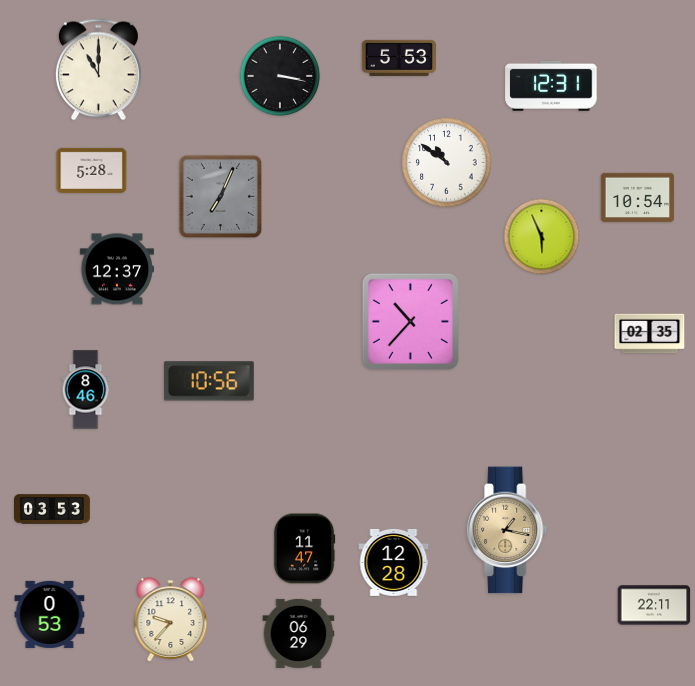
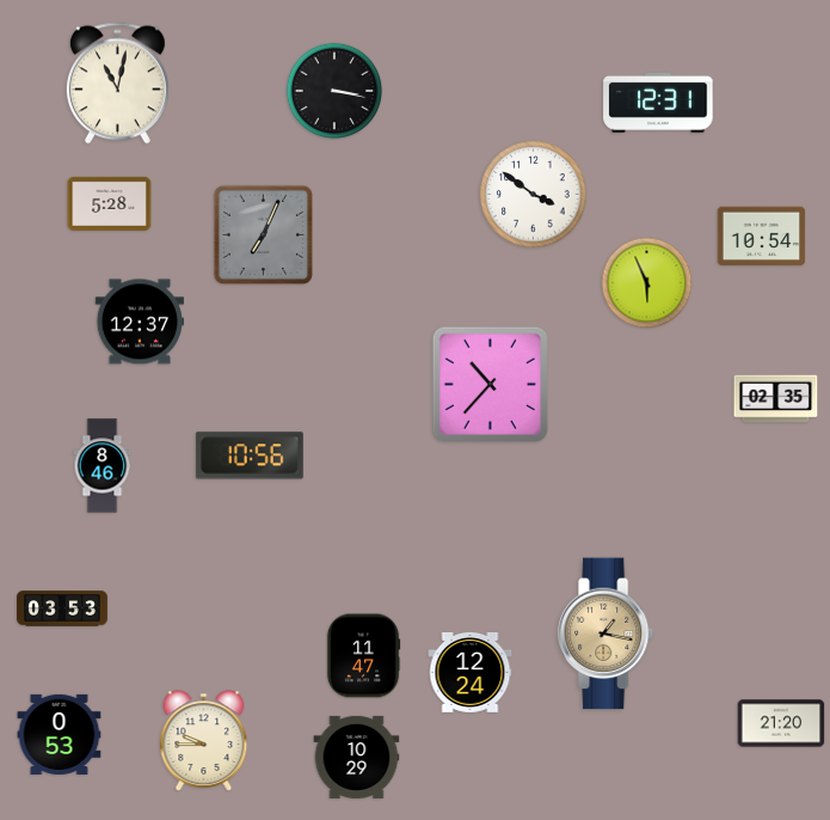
clock at (398, 58): 5:53 -> none
clock at (98, 70): 11:00 -> 11:02
clock at (447, 163): 10:51 -> 3:51
clock at (394, 562): 12:28 -> 12:24
clock at (654, 605): 22:11 -> 21:20
clock at (171, 620): 9:37 -> 9:45
clock at (299, 633): 06:29 -> 10:29
